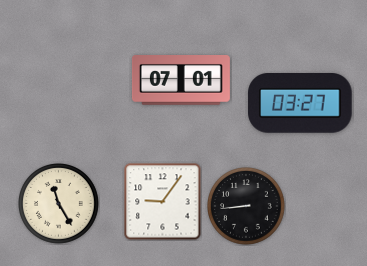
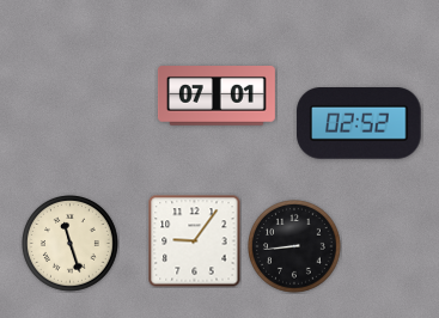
clock at (300, 104): 03:27 -> 02:52
clock at (59, 204): 11:25 -> 11:27
